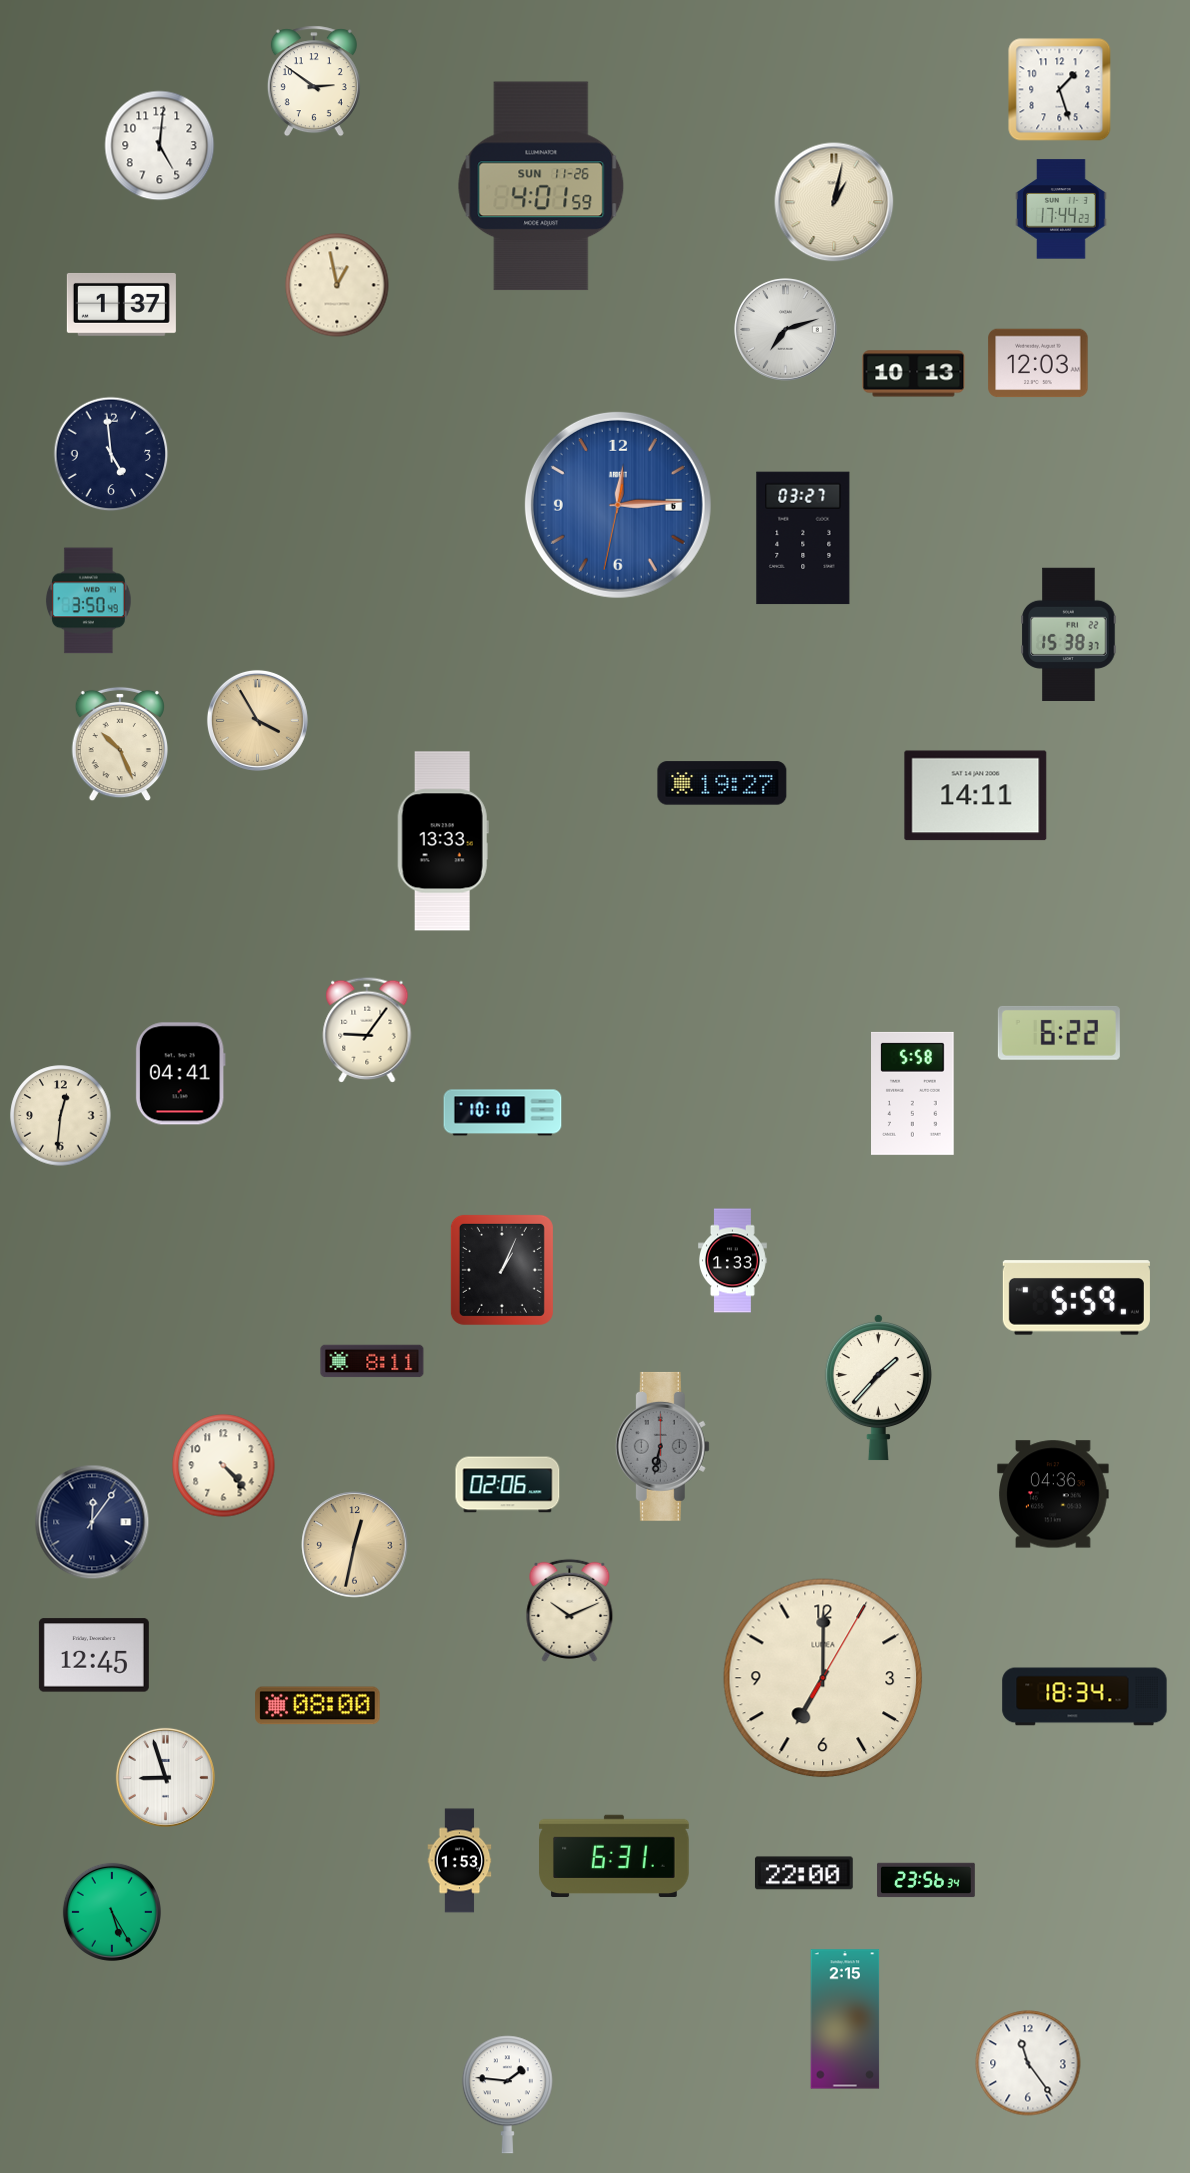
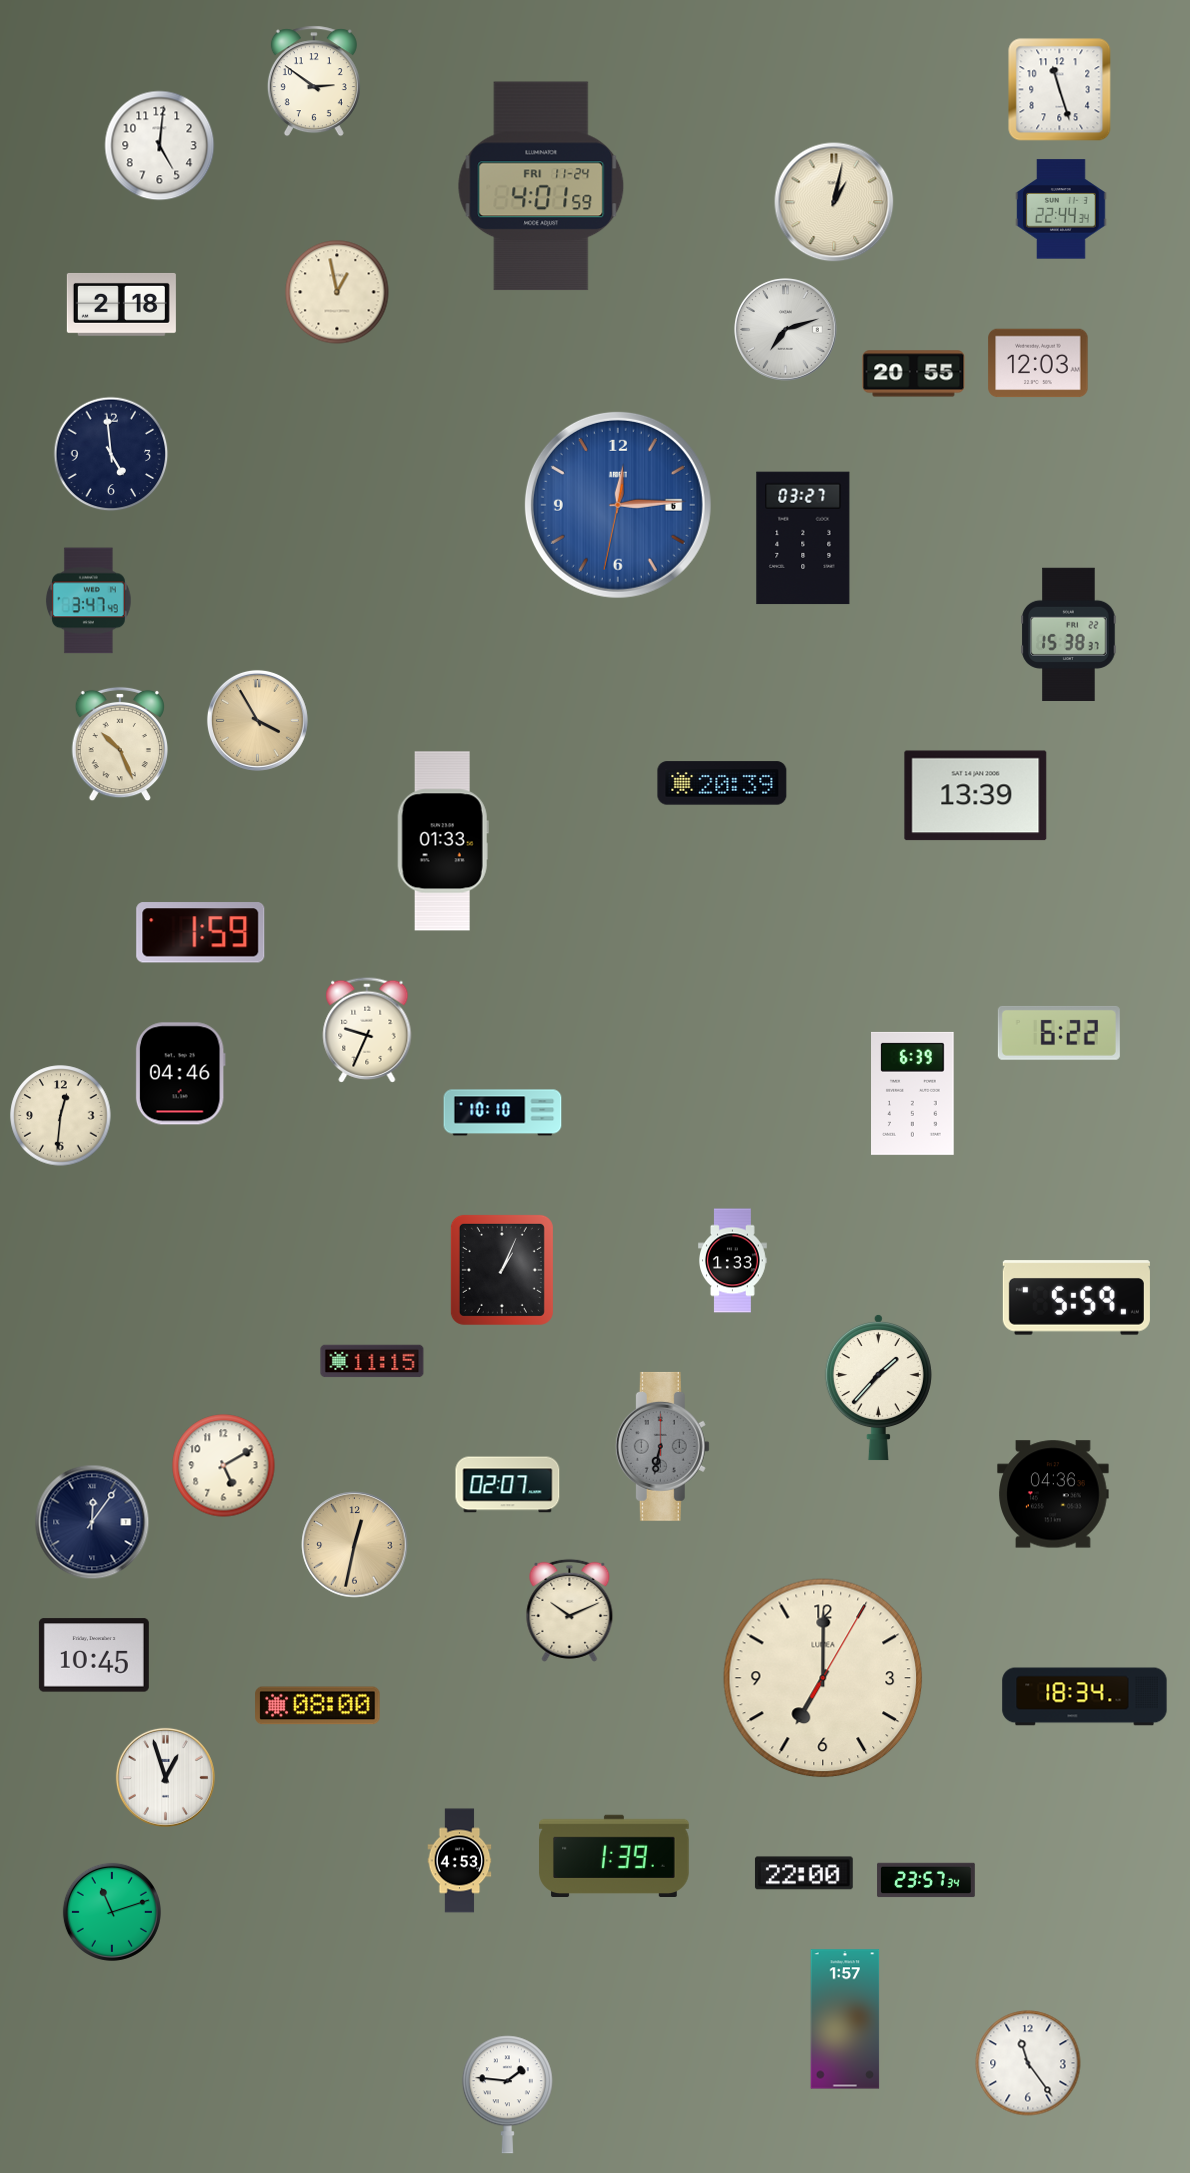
clock at (1060, 90): 1:27 -> 11:27
clock at (541, 186) date: SUN 11-26 -> FRI 11-24
clock at (1061, 209): 17:44 -> 22:44
clock at (337, 285) position: (337, 285) -> (337, 292)
clock at (121, 304): 1:37 -> 2:18
clock at (914, 374): 10:13 -> 20:55
clock at (89, 601): 3:50 -> 3:47
clock at (722, 783): 19:27 -> 20:39
clock at (976, 796): 14:11 -> 13:39
clock at (443, 841): 13:33 -> 01:33
clock at (201, 933): none -> 1:59
clock at (367, 1030): 9:06 -> 9:34
clock at (180, 1074): 04:41 -> 04:46
clock at (913, 1093): 5:58 -> 6:39
clock at (372, 1361): 8:11 -> 11:15
clock at (224, 1466): 4:23 -> 5:10
clock at (508, 1485): 02:06 -> 02:07
clock at (94, 1655): 12:45 -> 10:45
clock at (165, 1777): 8:57 -> 12:57
clock at (614, 1855): 6:31 -> 1:39
clock at (460, 1861): 1:53 -> 4:53
clock at (926, 1880): 23:56 -> 23:57
clock at (112, 1912): 5:25 -> 11:12
clock at (845, 2019): 2:15 -> 1:57
